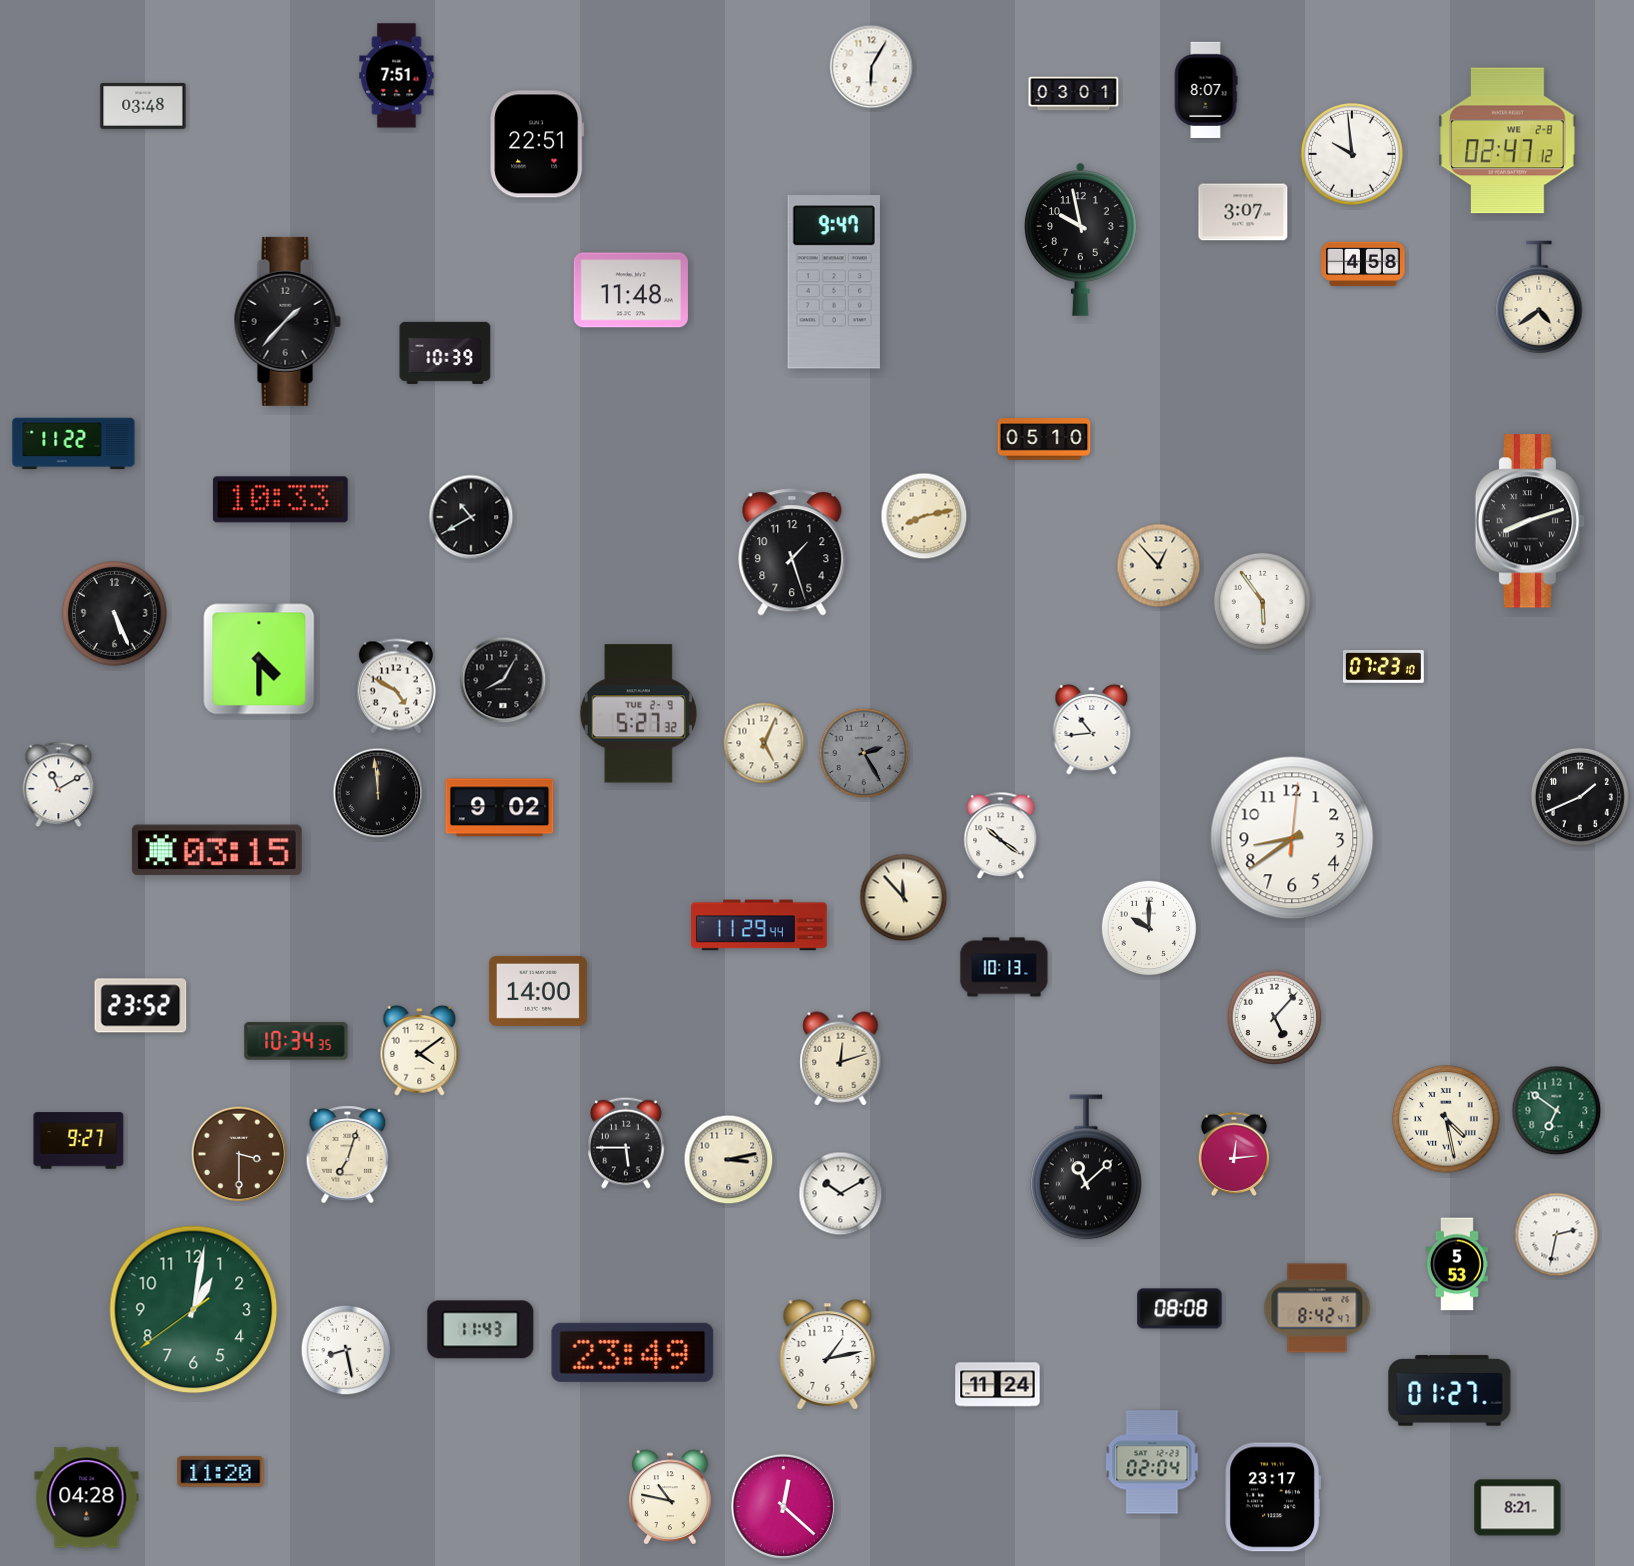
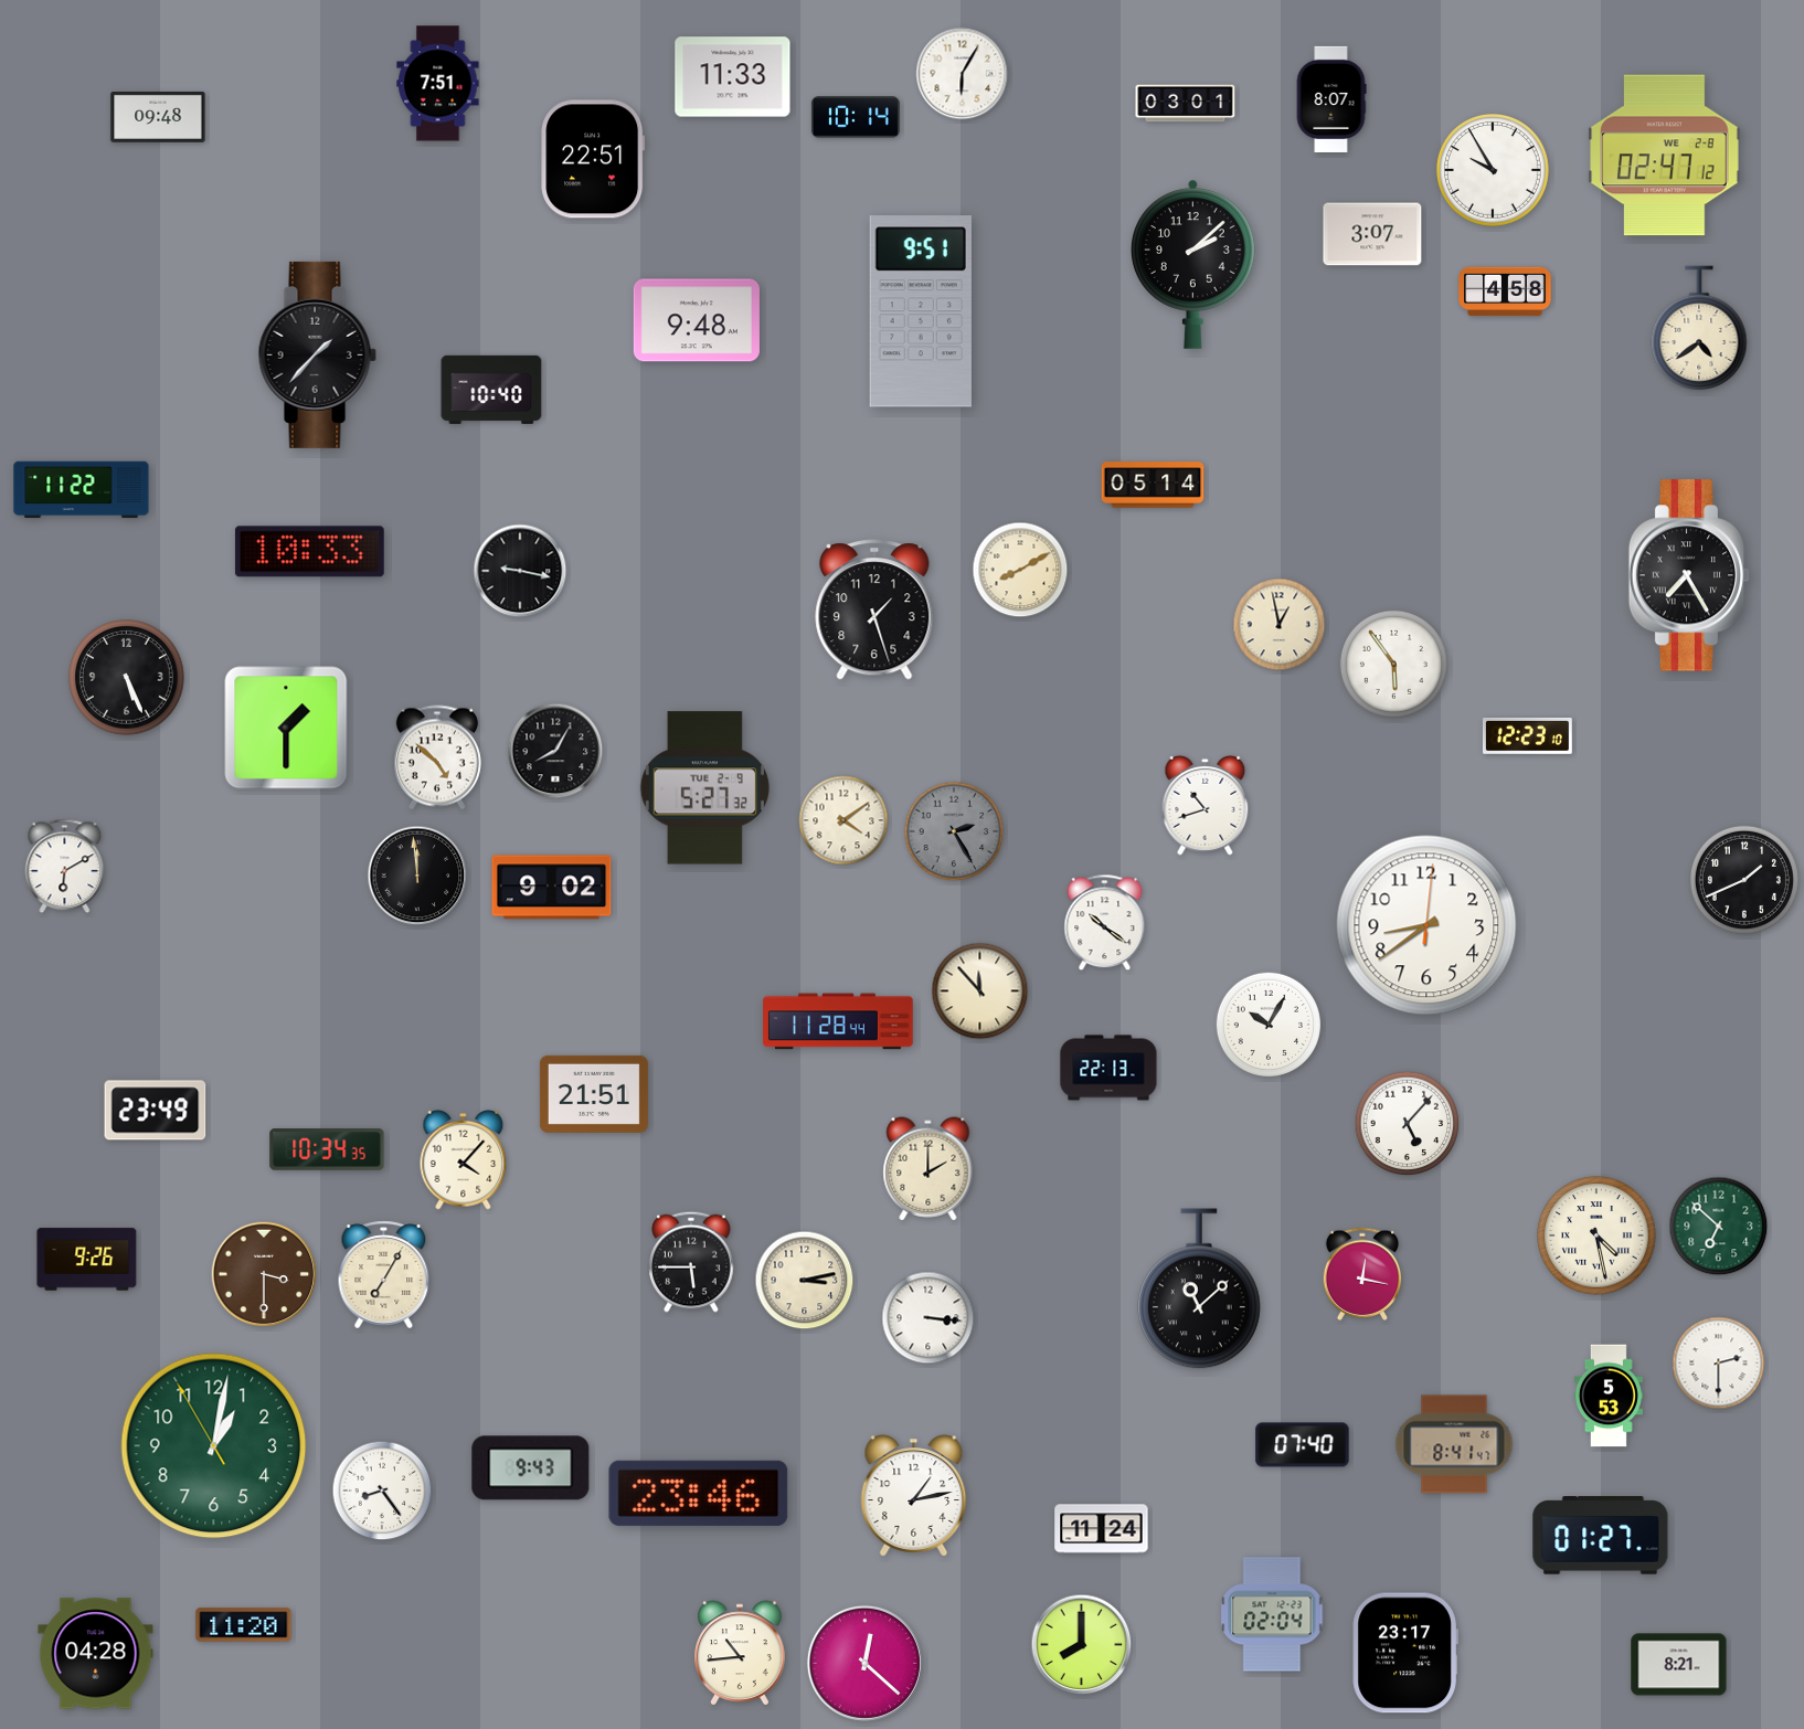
clock at (733, 77): none -> 11:33
clock at (143, 106): 03:48 -> 09:48
clock at (856, 117): none -> 10:14
clock at (1352, 154): 9:59 -> 9:55
clock at (1081, 239): 9:58 -> 2:08
clock at (834, 282): 9:47 -> 9:51
clock at (631, 290): 11:48 -> 9:48
clock at (445, 353): 10:39 -> 10:40
clock at (1044, 439): 05:10 -> 05:14
clock at (924, 516): 8:13 -> 8:10
clock at (471, 517): 10:40 -> 9:17
clock at (1530, 521): 8:12 -> 7:25
clock at (1159, 566): 12:53 -> 12:58
clock at (259, 659): 4:30 -> 1:30
clock at (1383, 667): 07:23 -> 12:23
clock at (396, 686): 4:50 -> 4:52
clock at (1092, 729): 10:44 -> 10:42
clock at (764, 743): 5:04 -> 4:09
clock at (59, 785): 11:10 -> 6:10
clock at (500, 808) position: (500, 808) -> (552, 888)
clock at (217, 850): 03:15 -> none
clock at (904, 898) position: (904, 898) -> (980, 991)
clock at (759, 925): 11:29 -> 11:28
clock at (1148, 927): 10:00 -> 10:05
clock at (1004, 967): 10:13 -> 22:13
clock at (538, 991): 14:00 -> 21:51
clock at (141, 1006): 23:52 -> 23:49
clock at (420, 1050): 4:09 -> 4:07
clock at (841, 1059): 12:12 -> 2:00
clock at (1557, 1111): 6:51 -> 6:52
clock at (79, 1141): 9:27 -> 9:26
clock at (1234, 1153): 12:14 -> 12:17
clock at (348, 1155): 7:03 -> 7:05
clock at (841, 1194): 10:10 -> 3:16
clock at (1557, 1235): 2:32 -> 2:30
clock at (1317, 1308): 8:42 -> 8:41
clock at (1180, 1309): 08:08 -> 07:40
clock at (194, 1310): 1:01:39 -> 1:01:55
clock at (481, 1330): 11:43 -> 9:43
clock at (346, 1350): 8:28 -> 8:24
clock at (633, 1352): 23:49 -> 23:46
clock at (1082, 1645): none -> 8:00
clock at (670, 1497): 10:47 -> 10:44
clock at (1518, 1508) position: (1518, 1508) -> (1679, 1665)
